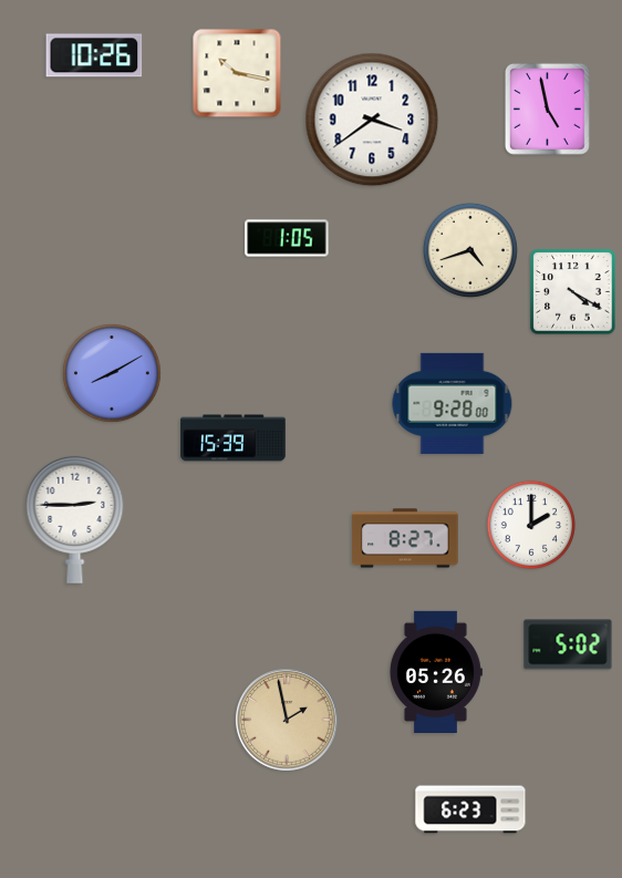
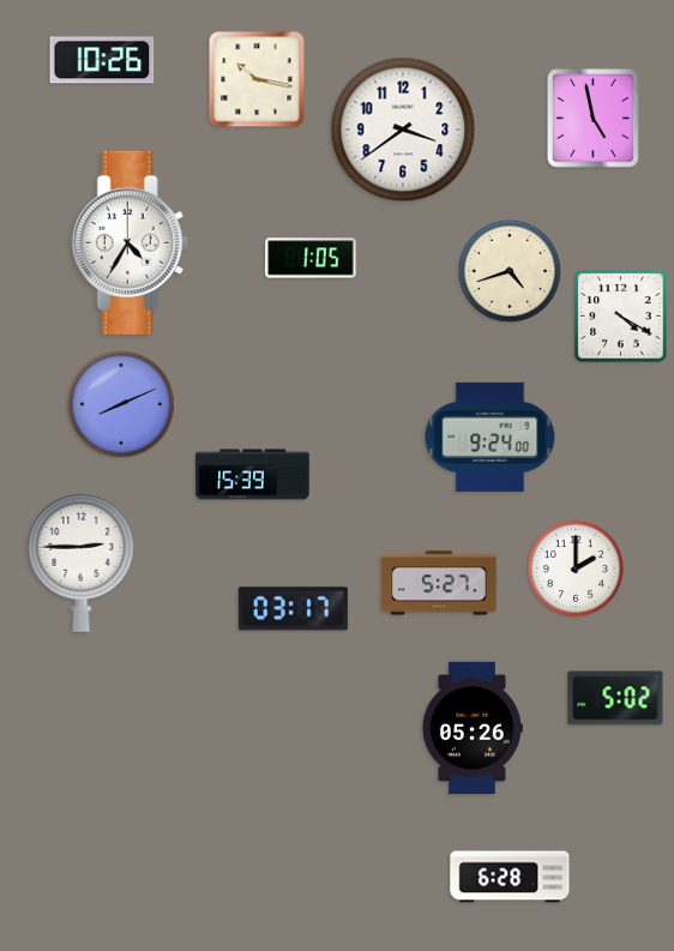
clock at (130, 242): none -> 4:35
clock at (113, 374): 8:10 -> 8:11
clock at (453, 403): 9:28 -> 9:24
clock at (405, 538): 8:27 -> 5:27
clock at (293, 609): none -> 03:17
clock at (287, 720): 1:58 -> none
clock at (470, 809): 6:23 -> 6:28
